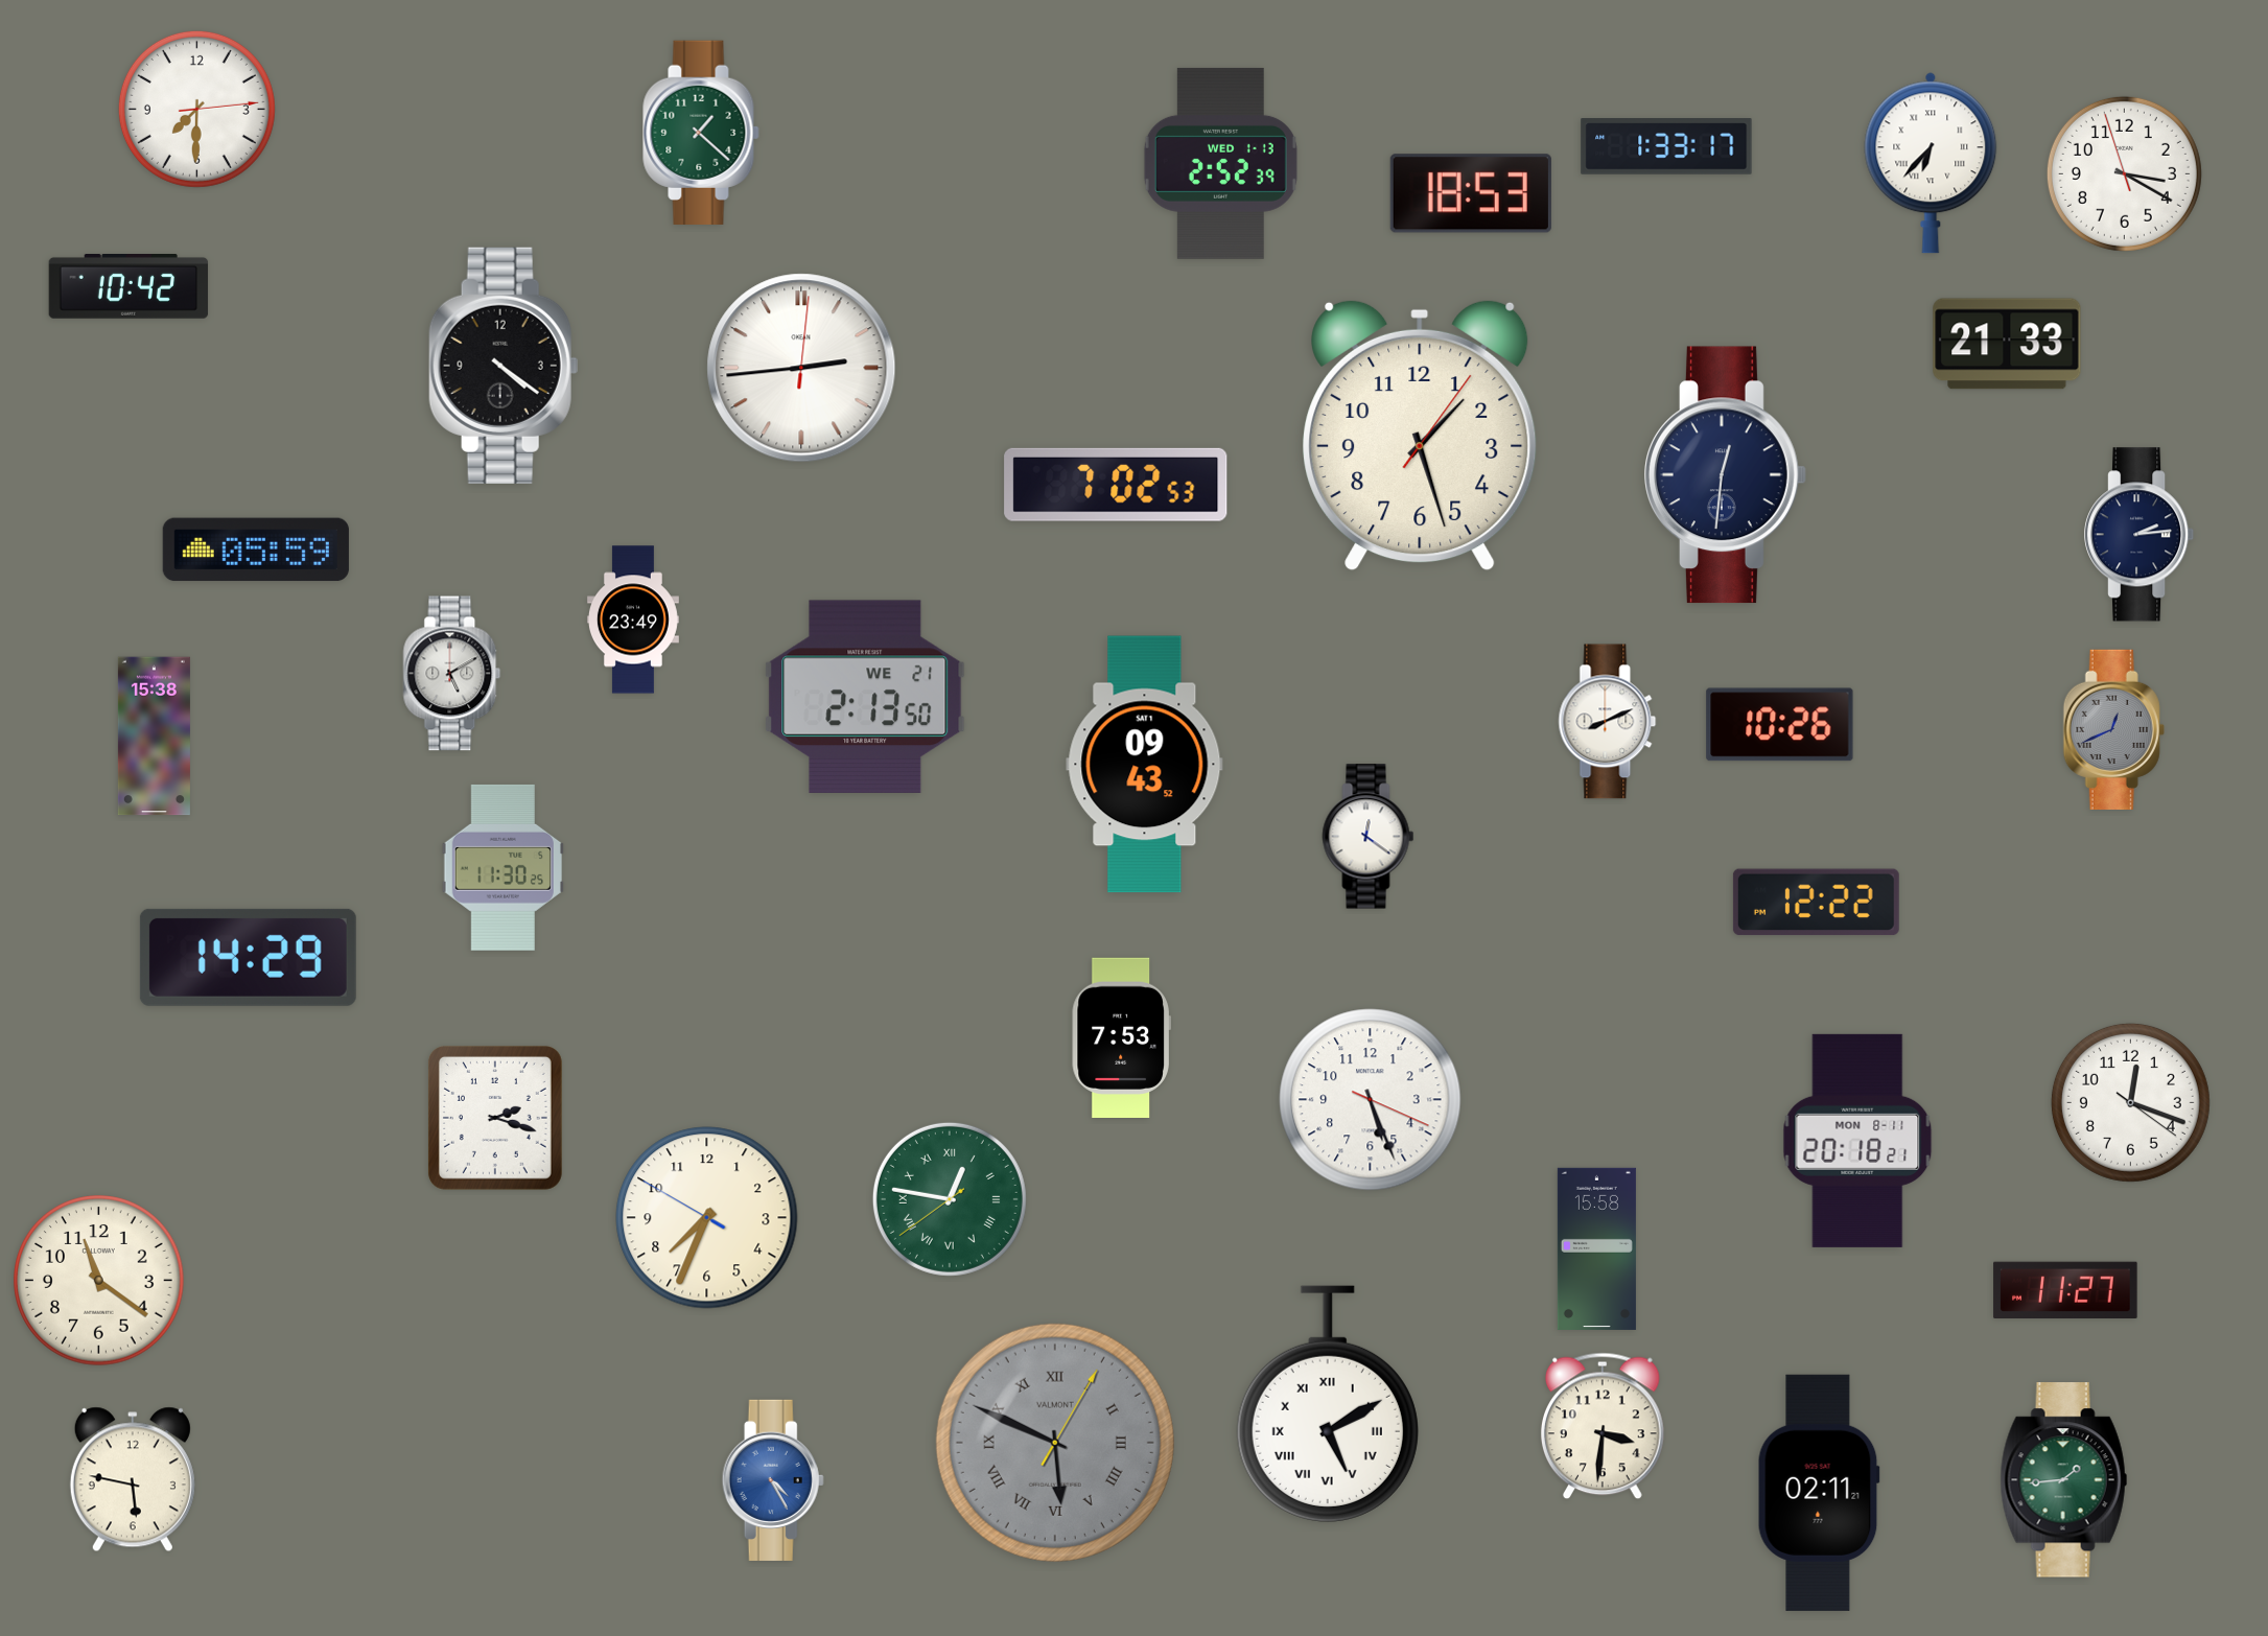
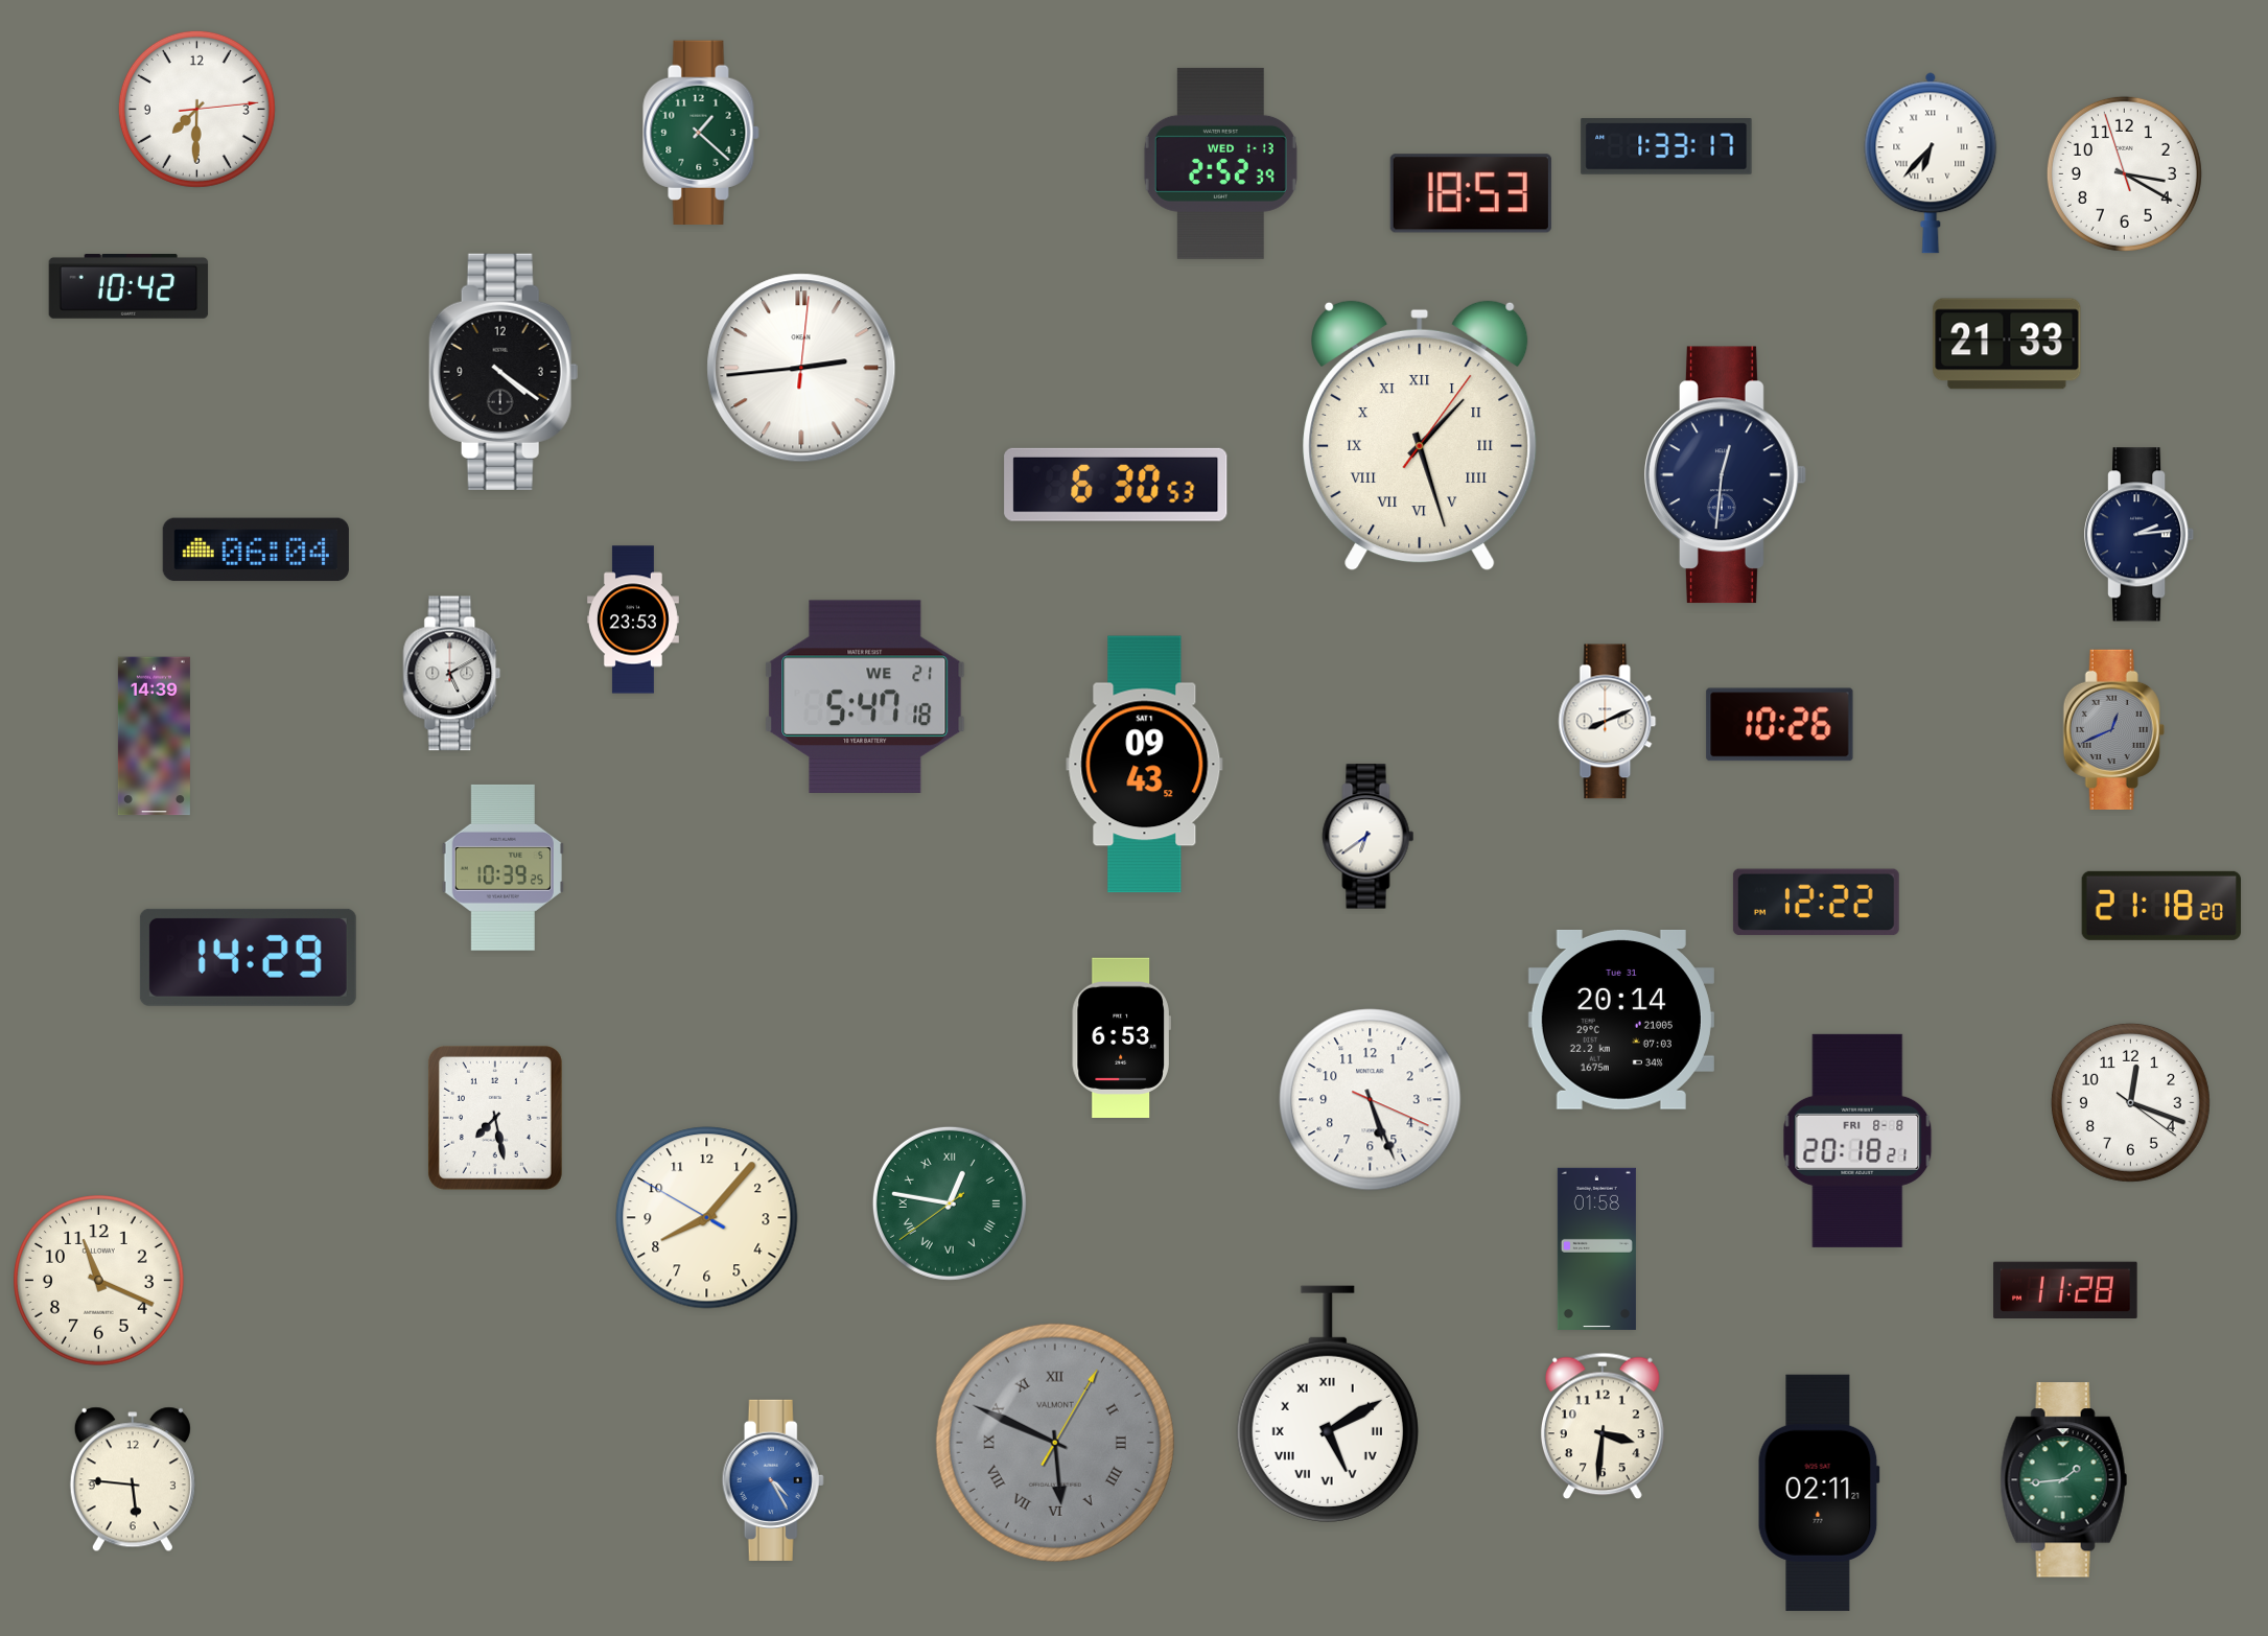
clock at (504, 366) position: (504, 366) -> (504, 372)
clock at (1420, 436) numerals: Arabic -> Roman
clock at (1116, 485): 7:02 -> 6:30
clock at (256, 550): 05:59 -> 06:04
clock at (633, 620): 23:49 -> 23:53
clock at (865, 697): 2:13 -> 5:47
clock at (154, 737): 15:38 -> 14:39
clock at (1369, 837): 12:21 -> 6:39
clock at (502, 867): 11:30 -> 10:39
clock at (2160, 906): none -> 21:18
clock at (1621, 1020): none -> 20:14
clock at (1121, 1037): 7:53 -> 6:53
clock at (495, 1118): 2:18 -> 7:28
clock at (1857, 1141) date: MON 8-11 -> FRI 8-8
clock at (950, 1199) position: (950, 1199) -> (950, 1203)
clock at (707, 1218): 7:33 -> 8:06
clock at (1596, 1248): 15:58 -> 01:58
clock at (99, 1281): 11:21 -> 11:19
clock at (2065, 1290): 11:27 -> 11:28
clock at (133, 1479): 5:47 -> 5:46
